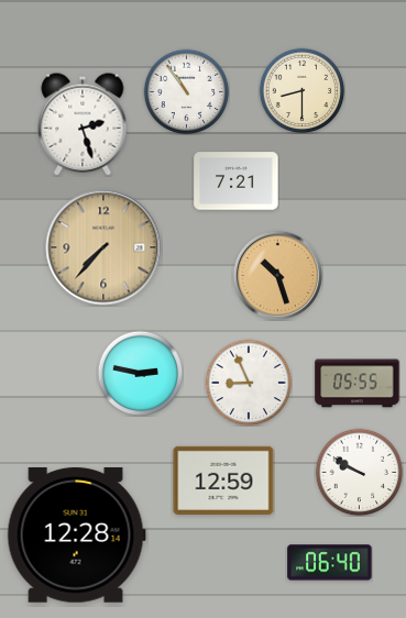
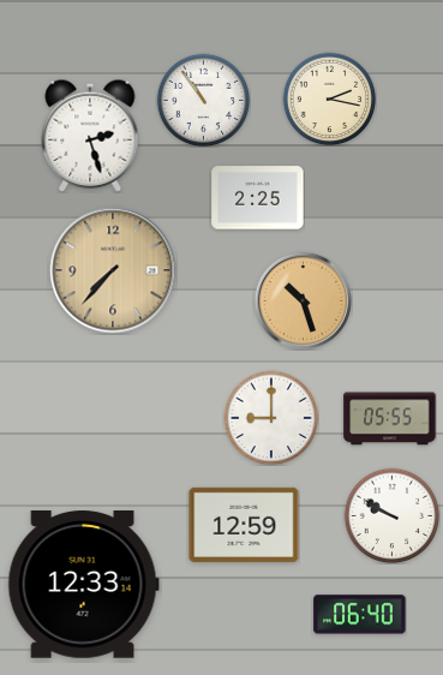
clock at (301, 90): 8:30 -> 2:17
clock at (237, 181): 7:21 -> 2:25
clock at (140, 373): 2:47 -> none
clock at (249, 383): 8:56 -> 9:00
clock at (76, 536): 12:28 -> 12:33
